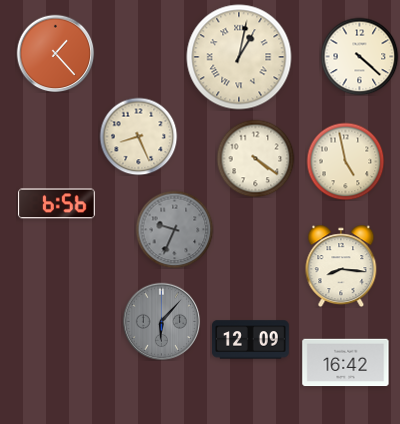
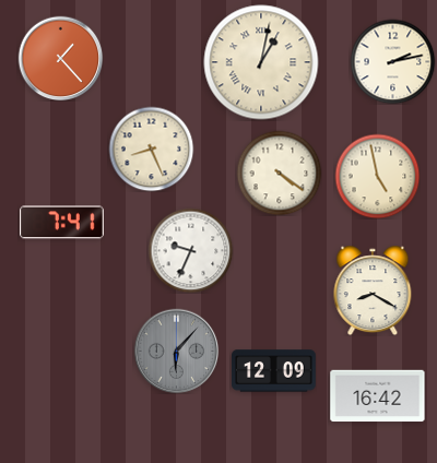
clock at (359, 56): 4:22 -> 2:13
clock at (57, 204): 6:56 -> 7:41
clock at (174, 229) dial: grey -> white
clock at (341, 266): 8:16 -> 8:20
